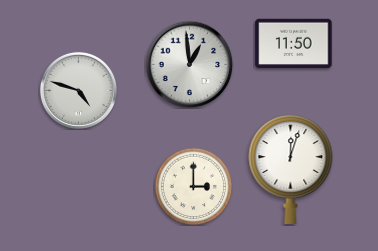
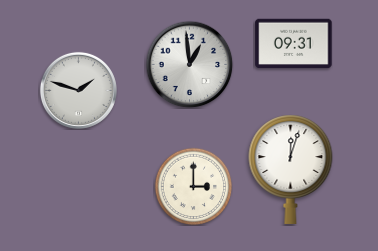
clock at (294, 44): 11:50 -> 09:31
clock at (78, 90): 4:48 -> 1:48
